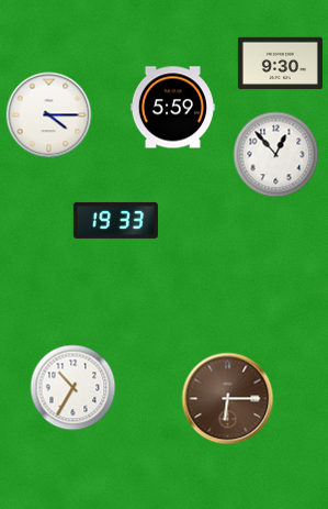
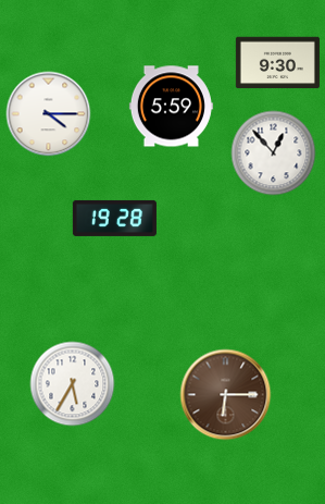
clock at (115, 220): 19:33 -> 19:28
clock at (72, 387): 10:35 -> 5:35
